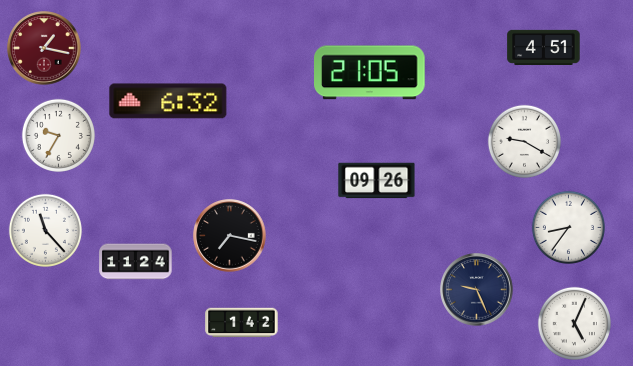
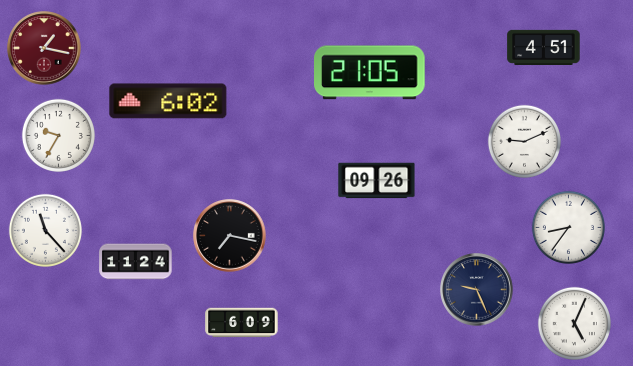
clock at (168, 101): 6:32 -> 6:02
clock at (524, 141): 9:20 -> 9:11
clock at (242, 323): 1:42 -> 6:09
